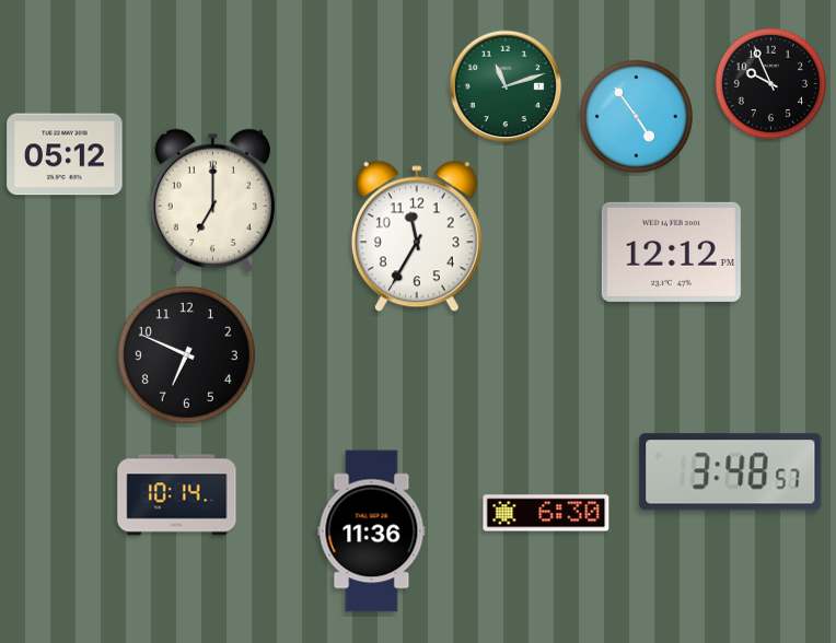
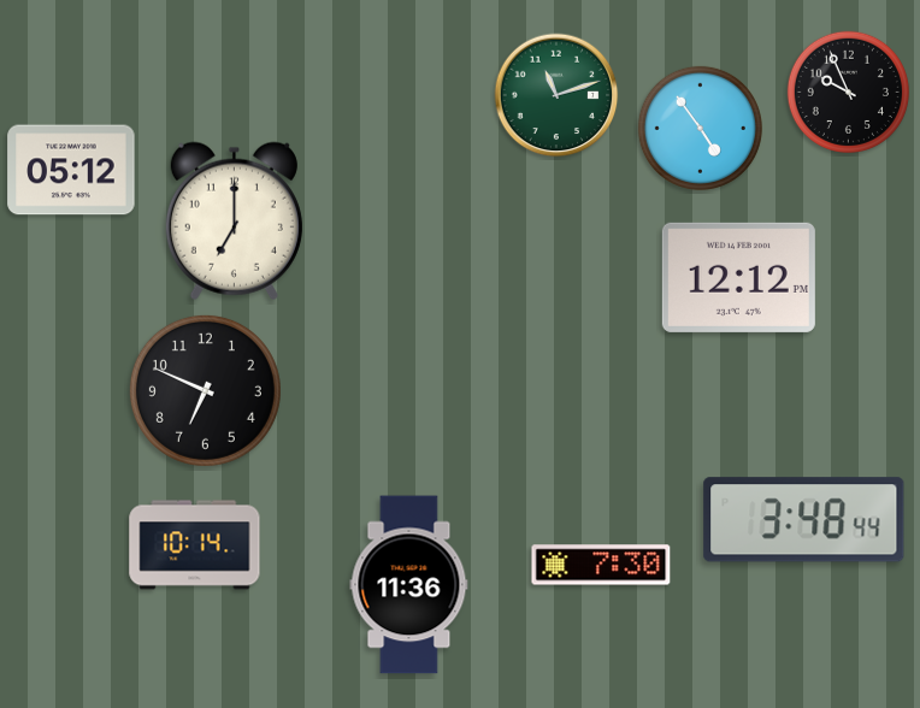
clock at (417, 236): 11:35 -> none
clock at (731, 472): 3:48:57 -> 3:48:44
clock at (546, 513): 6:30 -> 7:30
